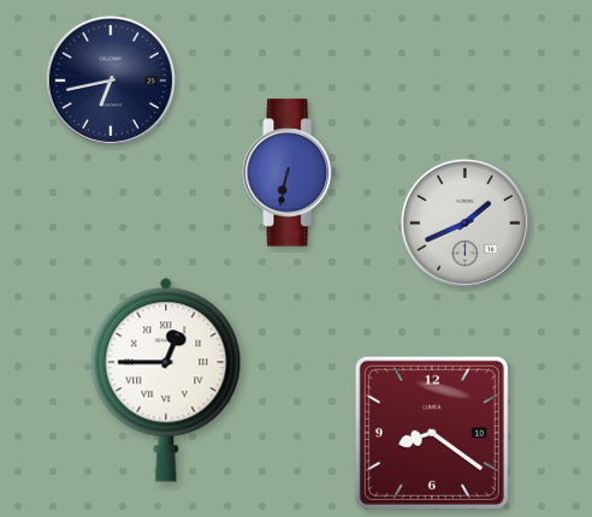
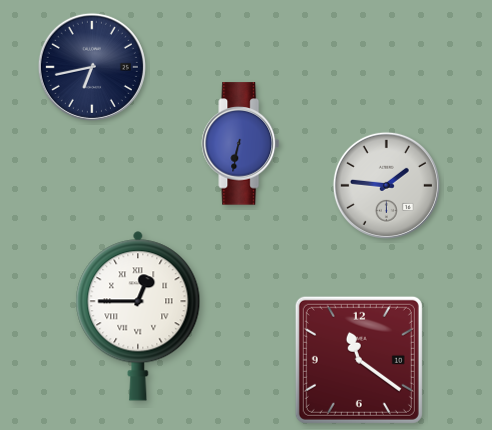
clock at (464, 222): 1:41 -> 1:46
clock at (432, 433): 8:21 -> 11:21
